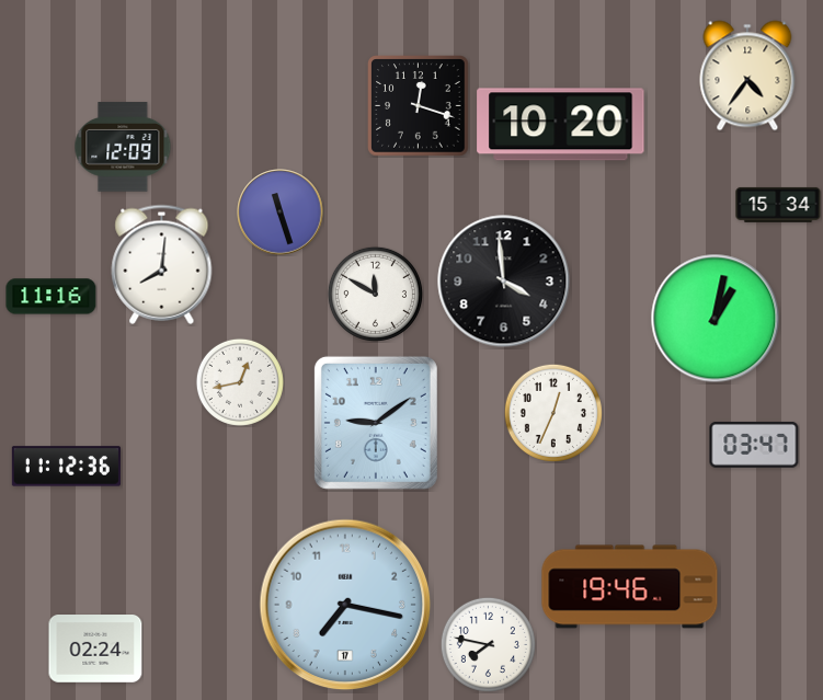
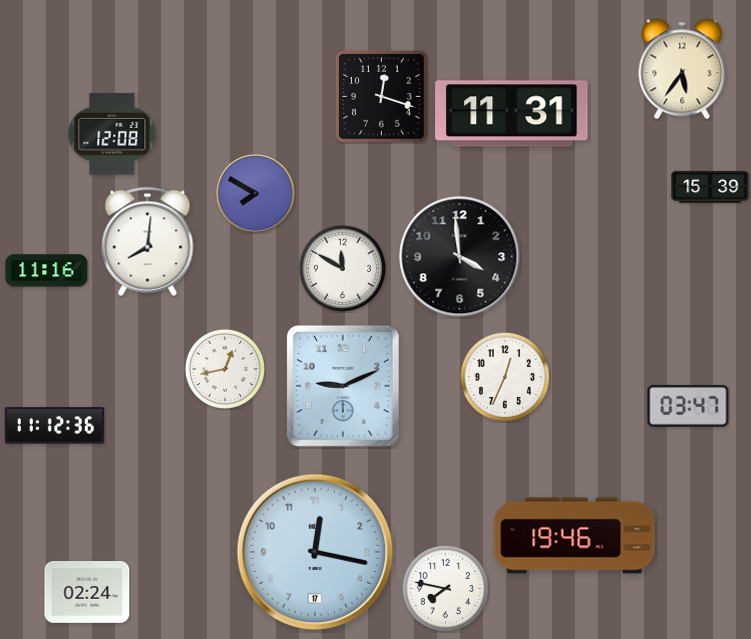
clock at (747, 76): 4:36 -> 5:36
clock at (561, 125): 10:20 -> 11:31
clock at (123, 147): 12:09 -> 12:08
clock at (778, 205): 15:34 -> 15:39
clock at (281, 213): 11:27 -> 7:50
clock at (716, 319): 1:02 -> none
clock at (240, 382) position: (240, 382) -> (225, 369)
clock at (376, 423): 9:09 -> 9:11
clock at (66, 467) position: (66, 467) -> (54, 426)
clock at (345, 605): 7:17 -> 12:17
